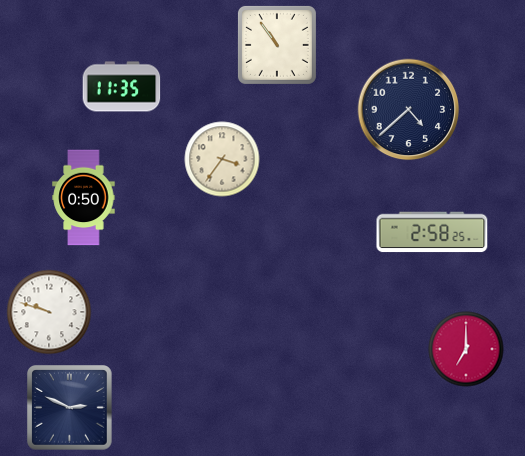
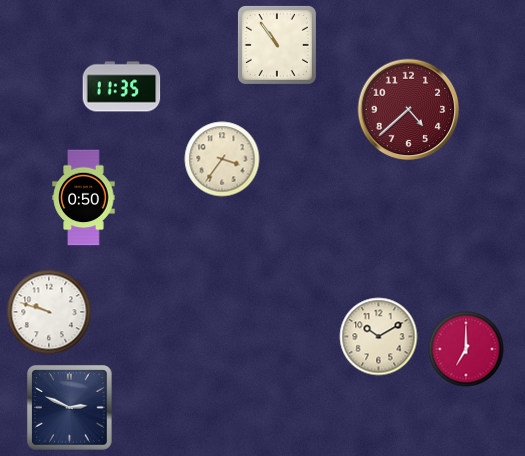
clock at (409, 110) dial: navy -> burgundy
clock at (432, 232): 2:58 -> none
clock at (379, 337): none -> 10:10
